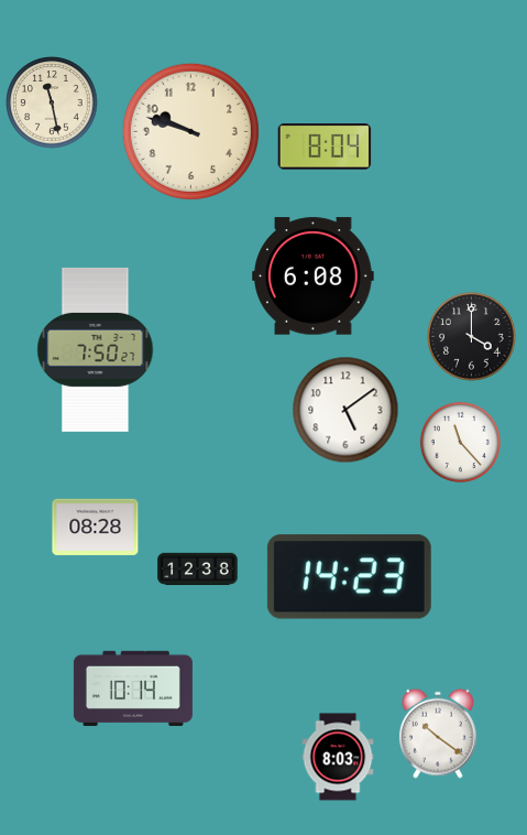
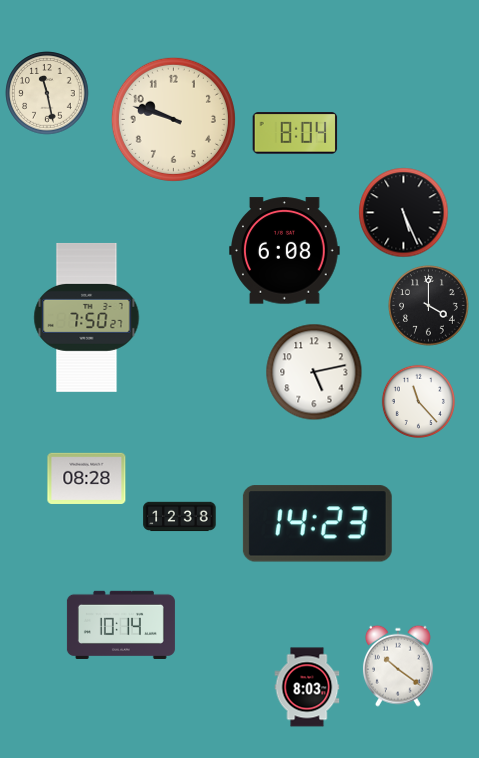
clock at (404, 213): none -> 5:26
clock at (345, 410): 5:09 -> 5:13
